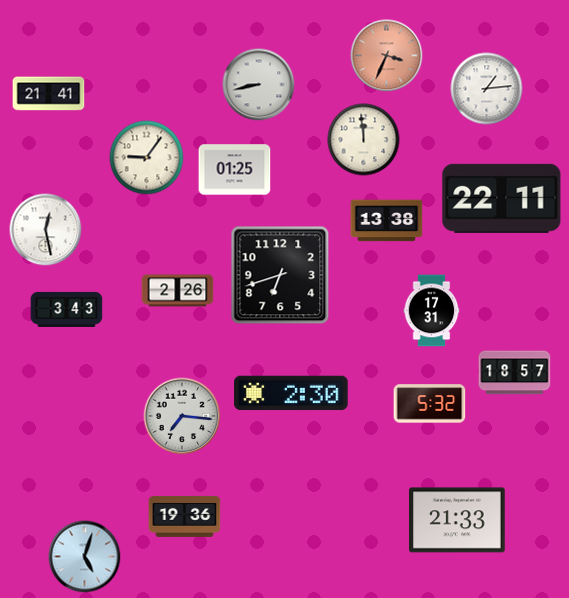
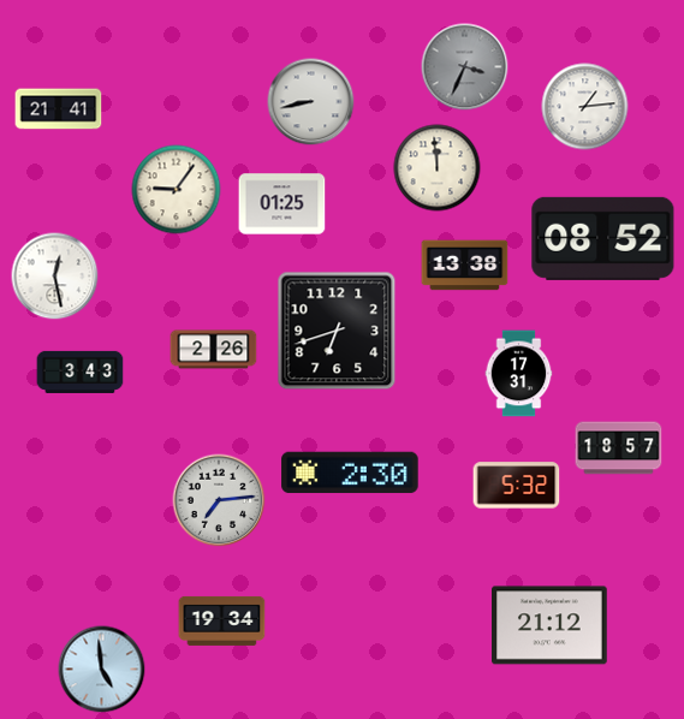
clock at (387, 56) dial: salmon -> grey
clock at (49, 94) position: (49, 94) -> (59, 109)
clock at (502, 198): 22:11 -> 08:52
clock at (182, 416): 7:16 -> 7:14
clock at (185, 516): 19:36 -> 19:34
clock at (457, 520): 21:33 -> 21:12
clock at (85, 557): 5:03 -> 4:59
